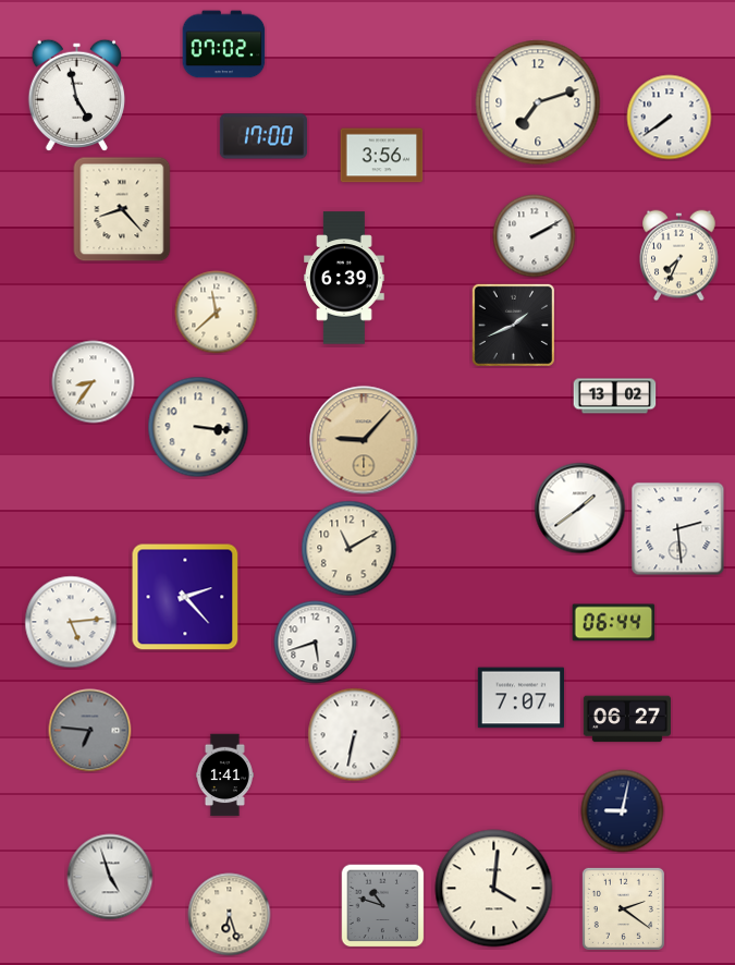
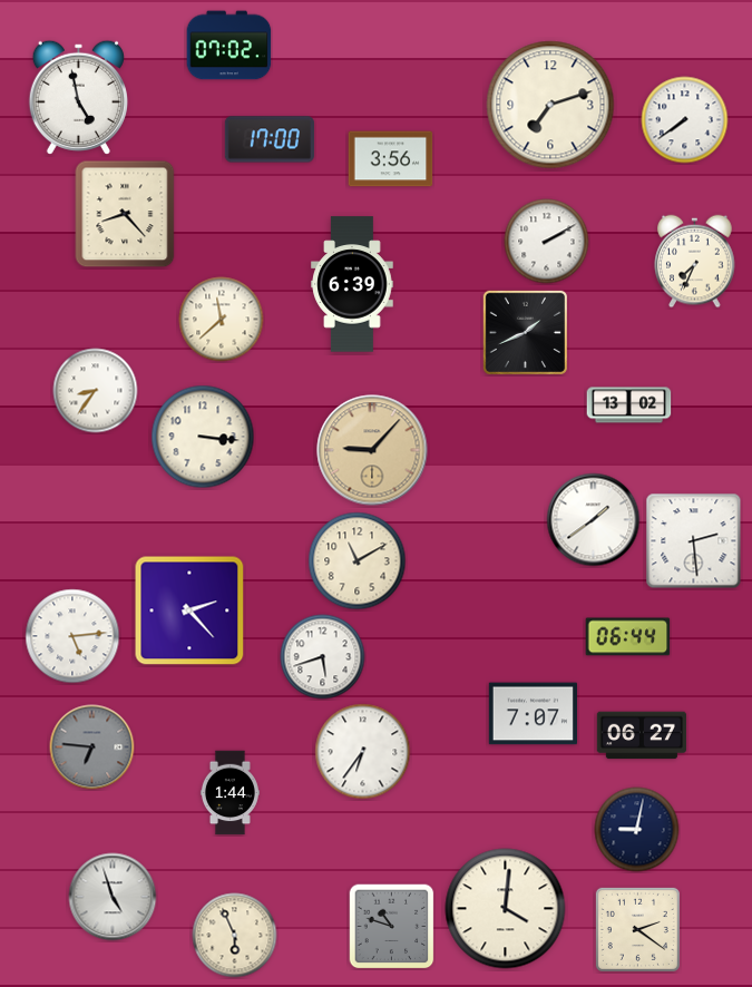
clock at (355, 735): 6:32 -> 6:36
clock at (224, 775): 1:41 -> 1:44
clock at (230, 915): 6:27 -> 5:56
